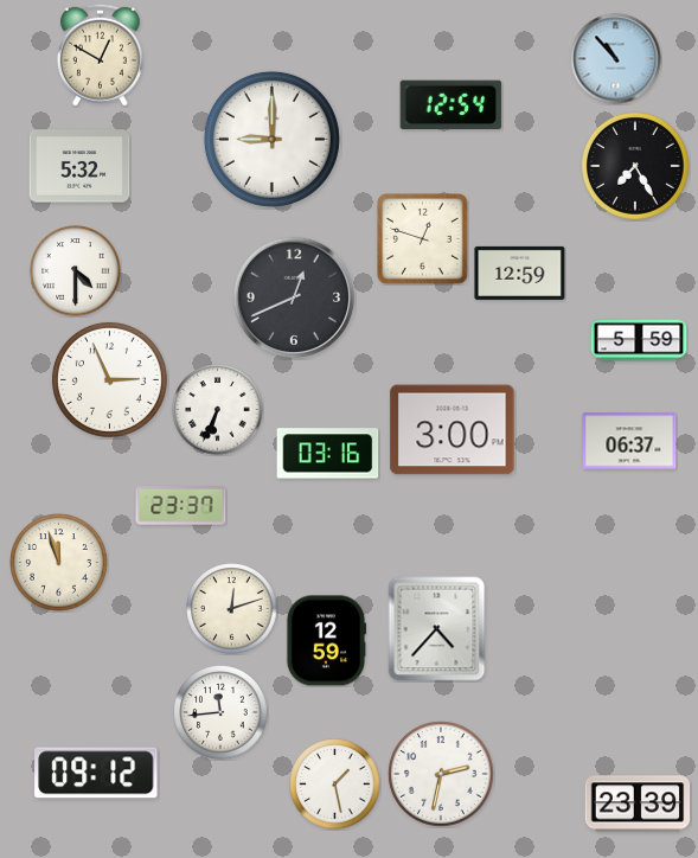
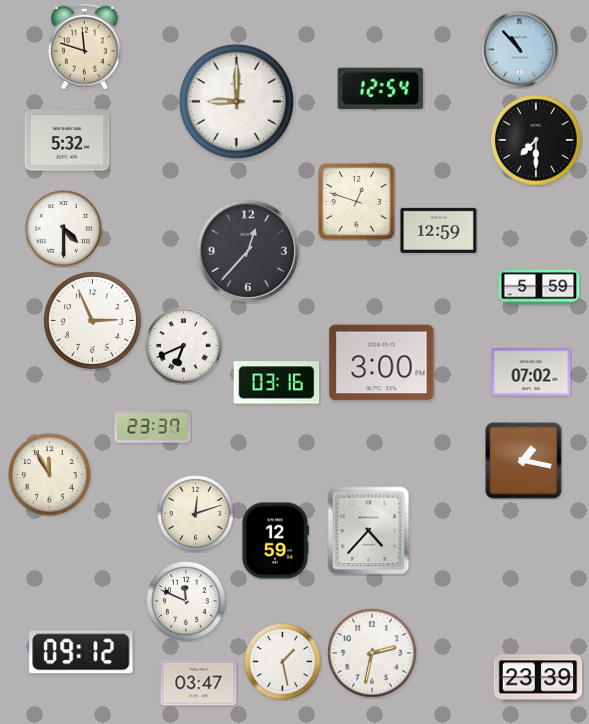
clock at (100, 55): 12:50 -> 11:48
clock at (271, 139) position: (271, 139) -> (236, 101)
clock at (636, 167): 7:25 -> 7:30
clock at (294, 297): 12:41 -> 12:37
clock at (218, 410): 6:34 -> 6:41
clock at (629, 441): 06:37 -> 07:02
clock at (523, 460): none -> 1:17
clock at (59, 563): 11:57 -> 11:55
clock at (220, 712): 11:44 -> 11:49
clock at (199, 683): none -> 03:47
